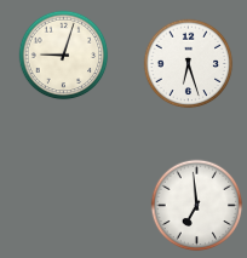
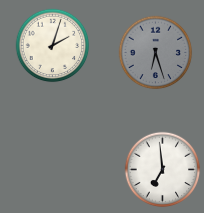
clock at (64, 56): 9:03 -> 2:03
clock at (189, 64) dial: white -> grey
